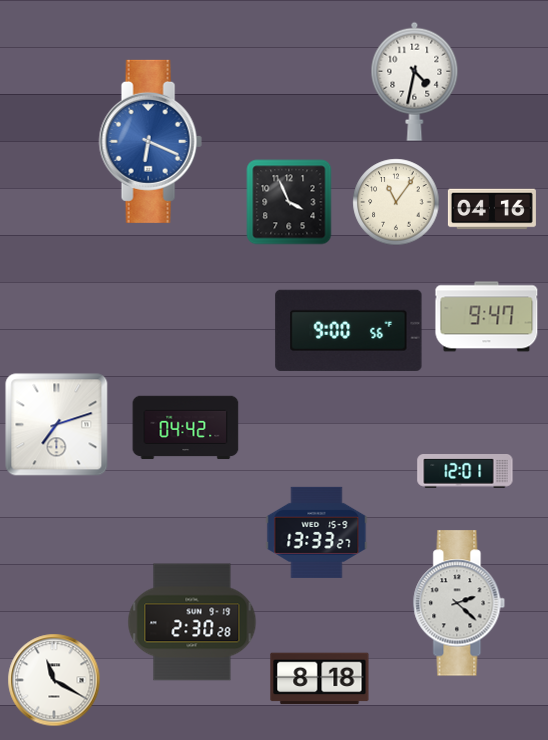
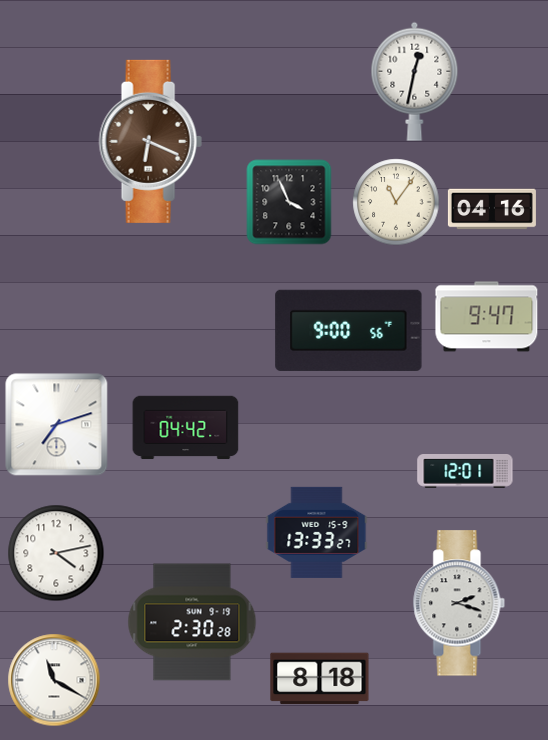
clock at (415, 81): 4:32 -> 12:32
clock at (150, 141) dial: blue -> brown
clock at (56, 553): none -> 4:13
clock at (459, 603): 2:22 -> 2:18
